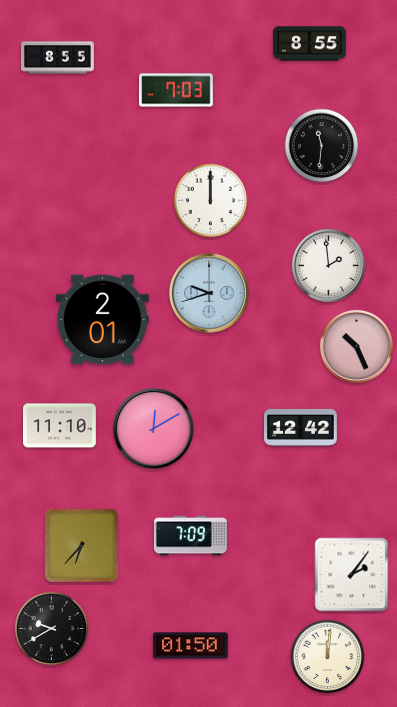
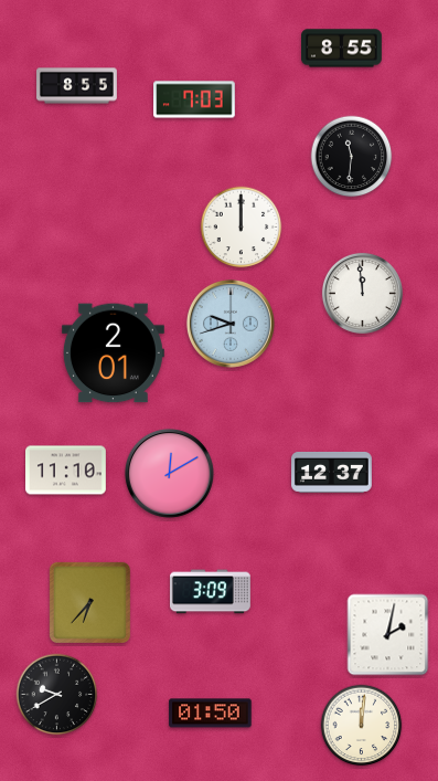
clock at (58, 58) position: (58, 58) -> (77, 86)
clock at (322, 146) position: (322, 146) -> (352, 157)
clock at (211, 201) position: (211, 201) -> (242, 228)
clock at (328, 265): 1:59 -> 11:59
clock at (356, 346): 10:26 -> none
clock at (301, 427): 12:42 -> 12:37
clock at (191, 536): 7:09 -> 3:09
clock at (352, 575): 2:06 -> 2:02
